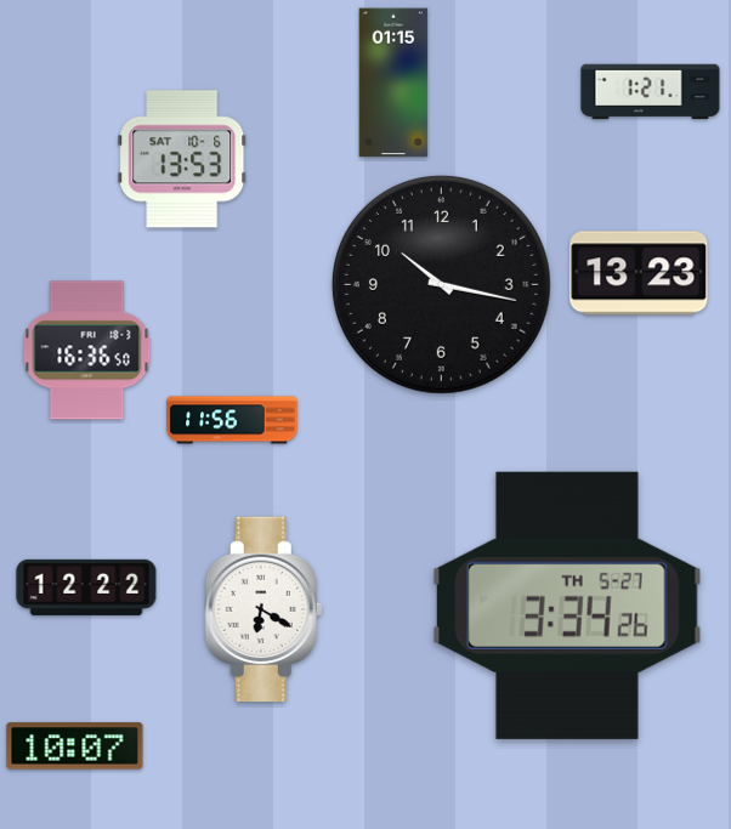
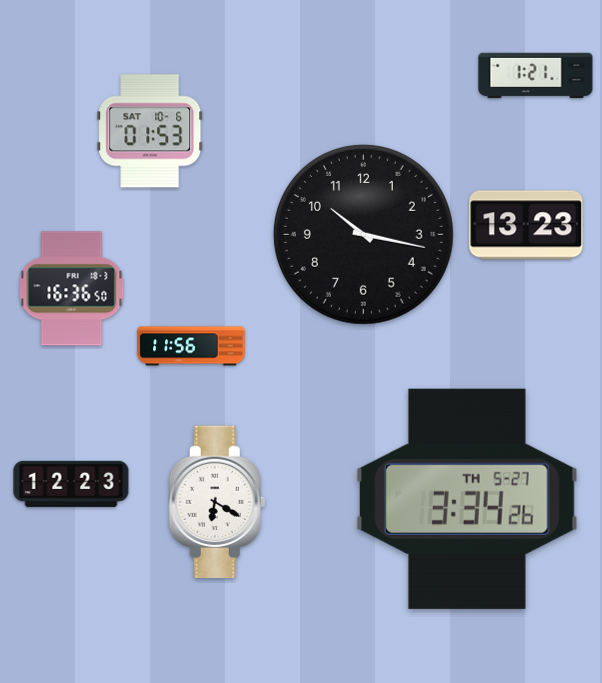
clock at (393, 83): 01:15 -> none
clock at (182, 159): 13:53 -> 01:53
clock at (86, 587): 12:22 -> 12:23
clock at (75, 746): 10:07 -> none
